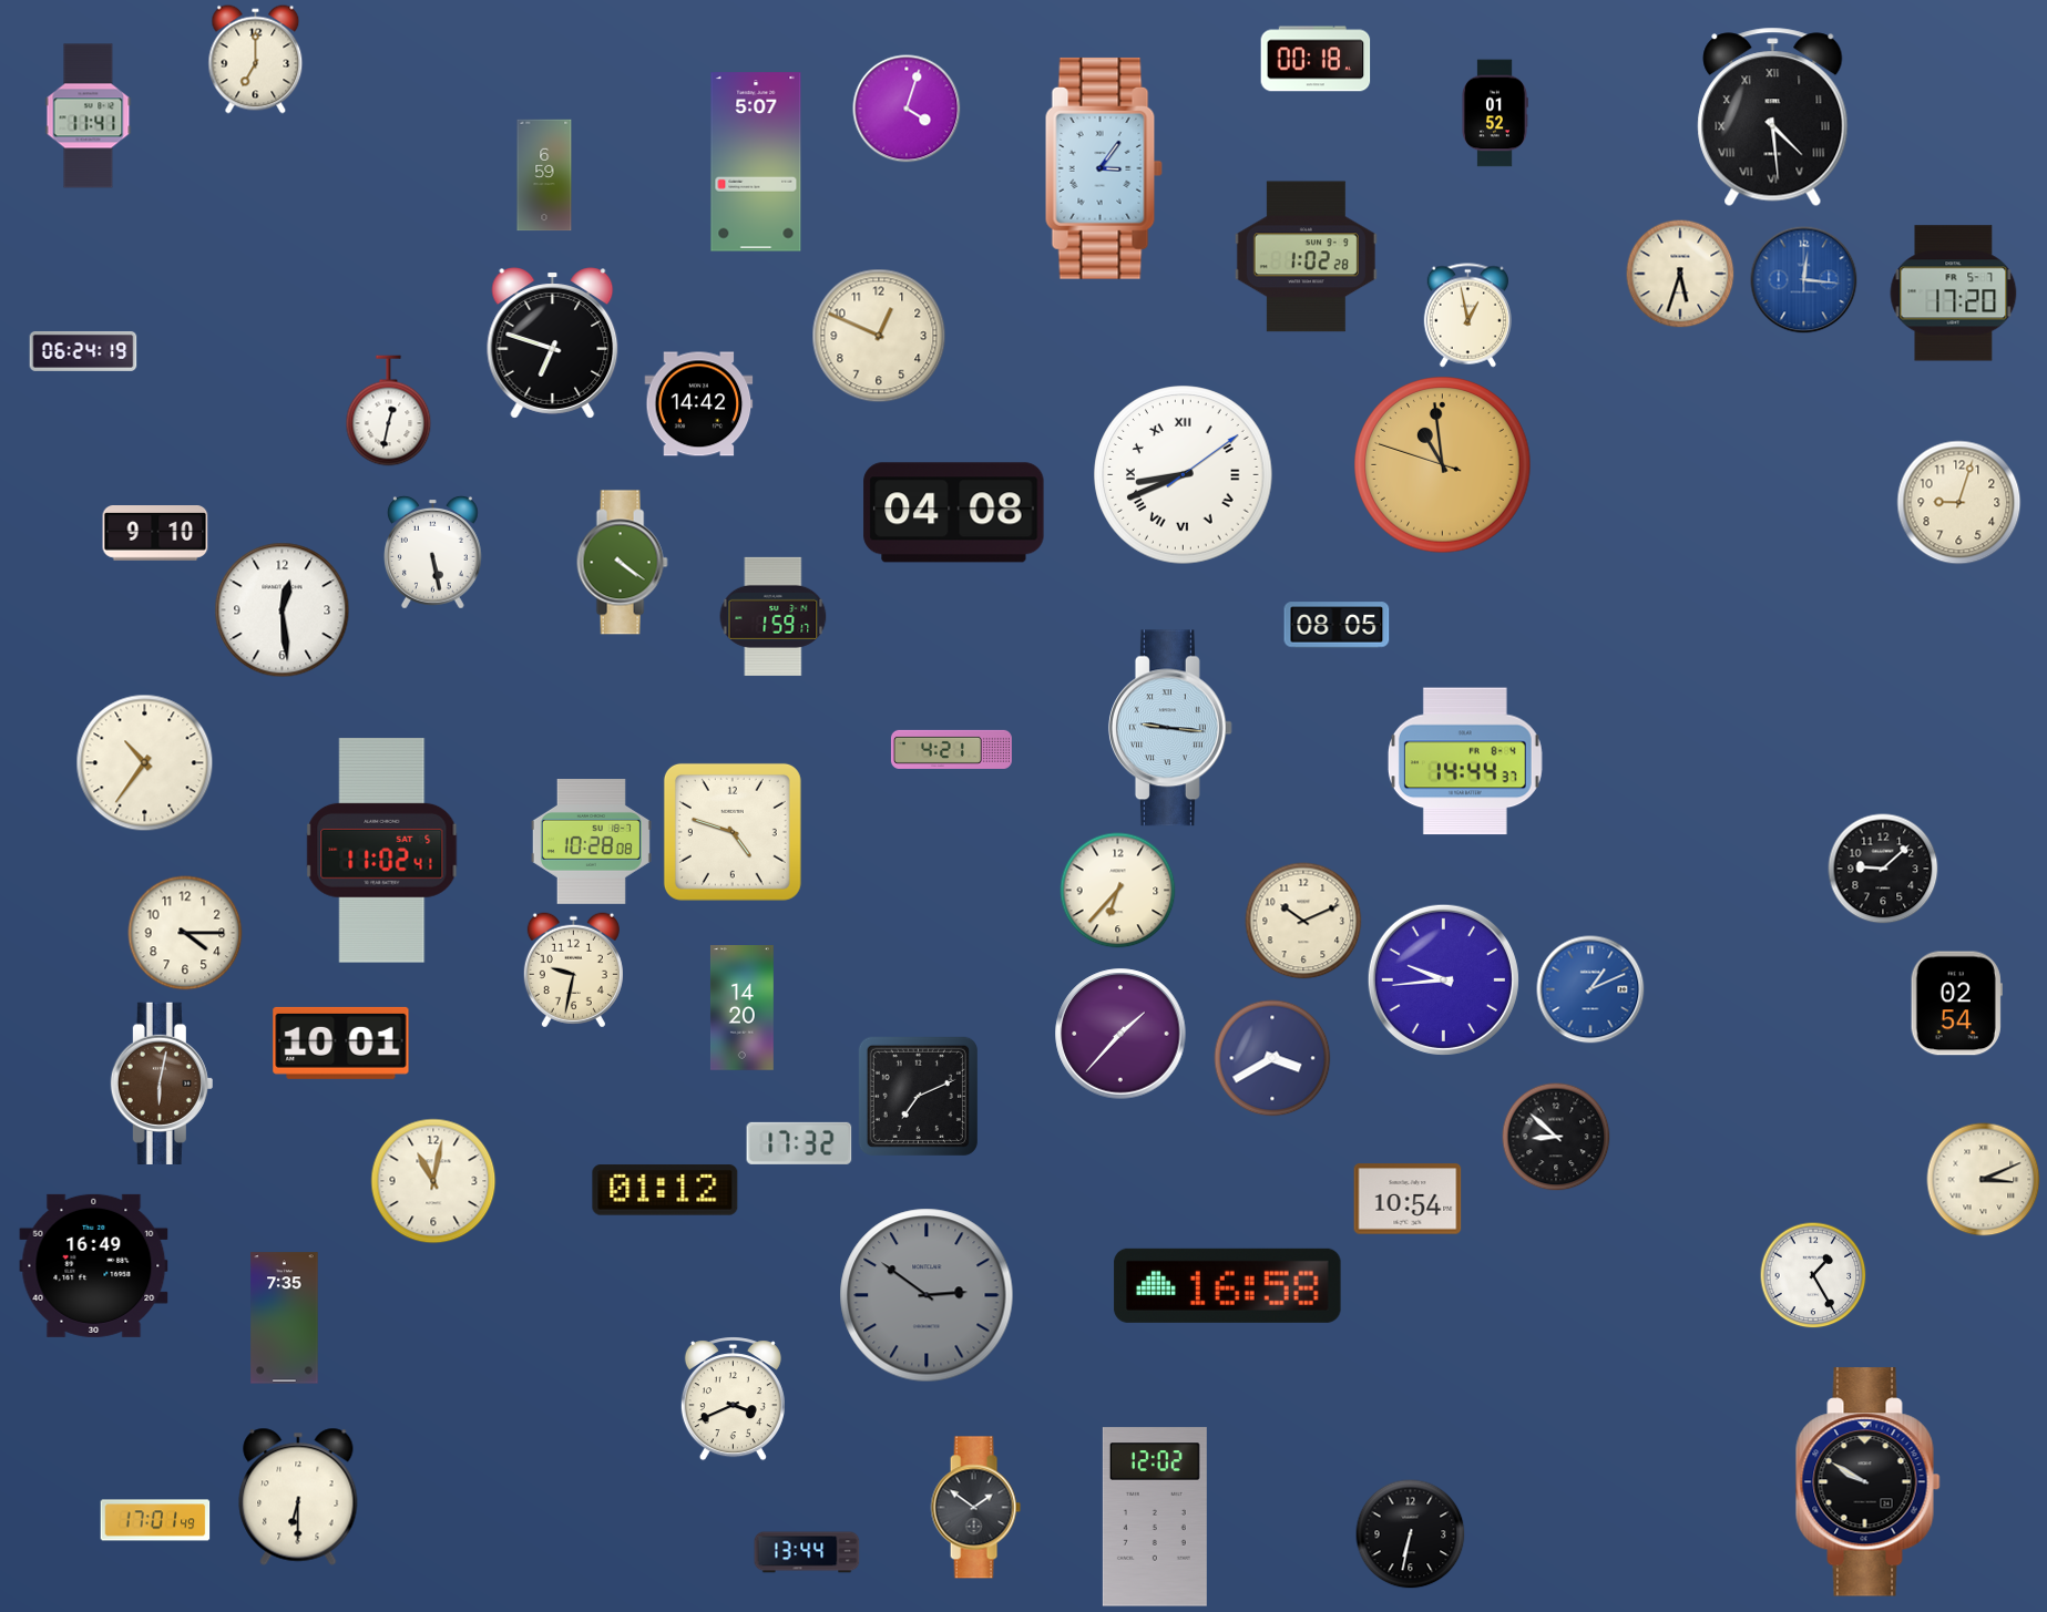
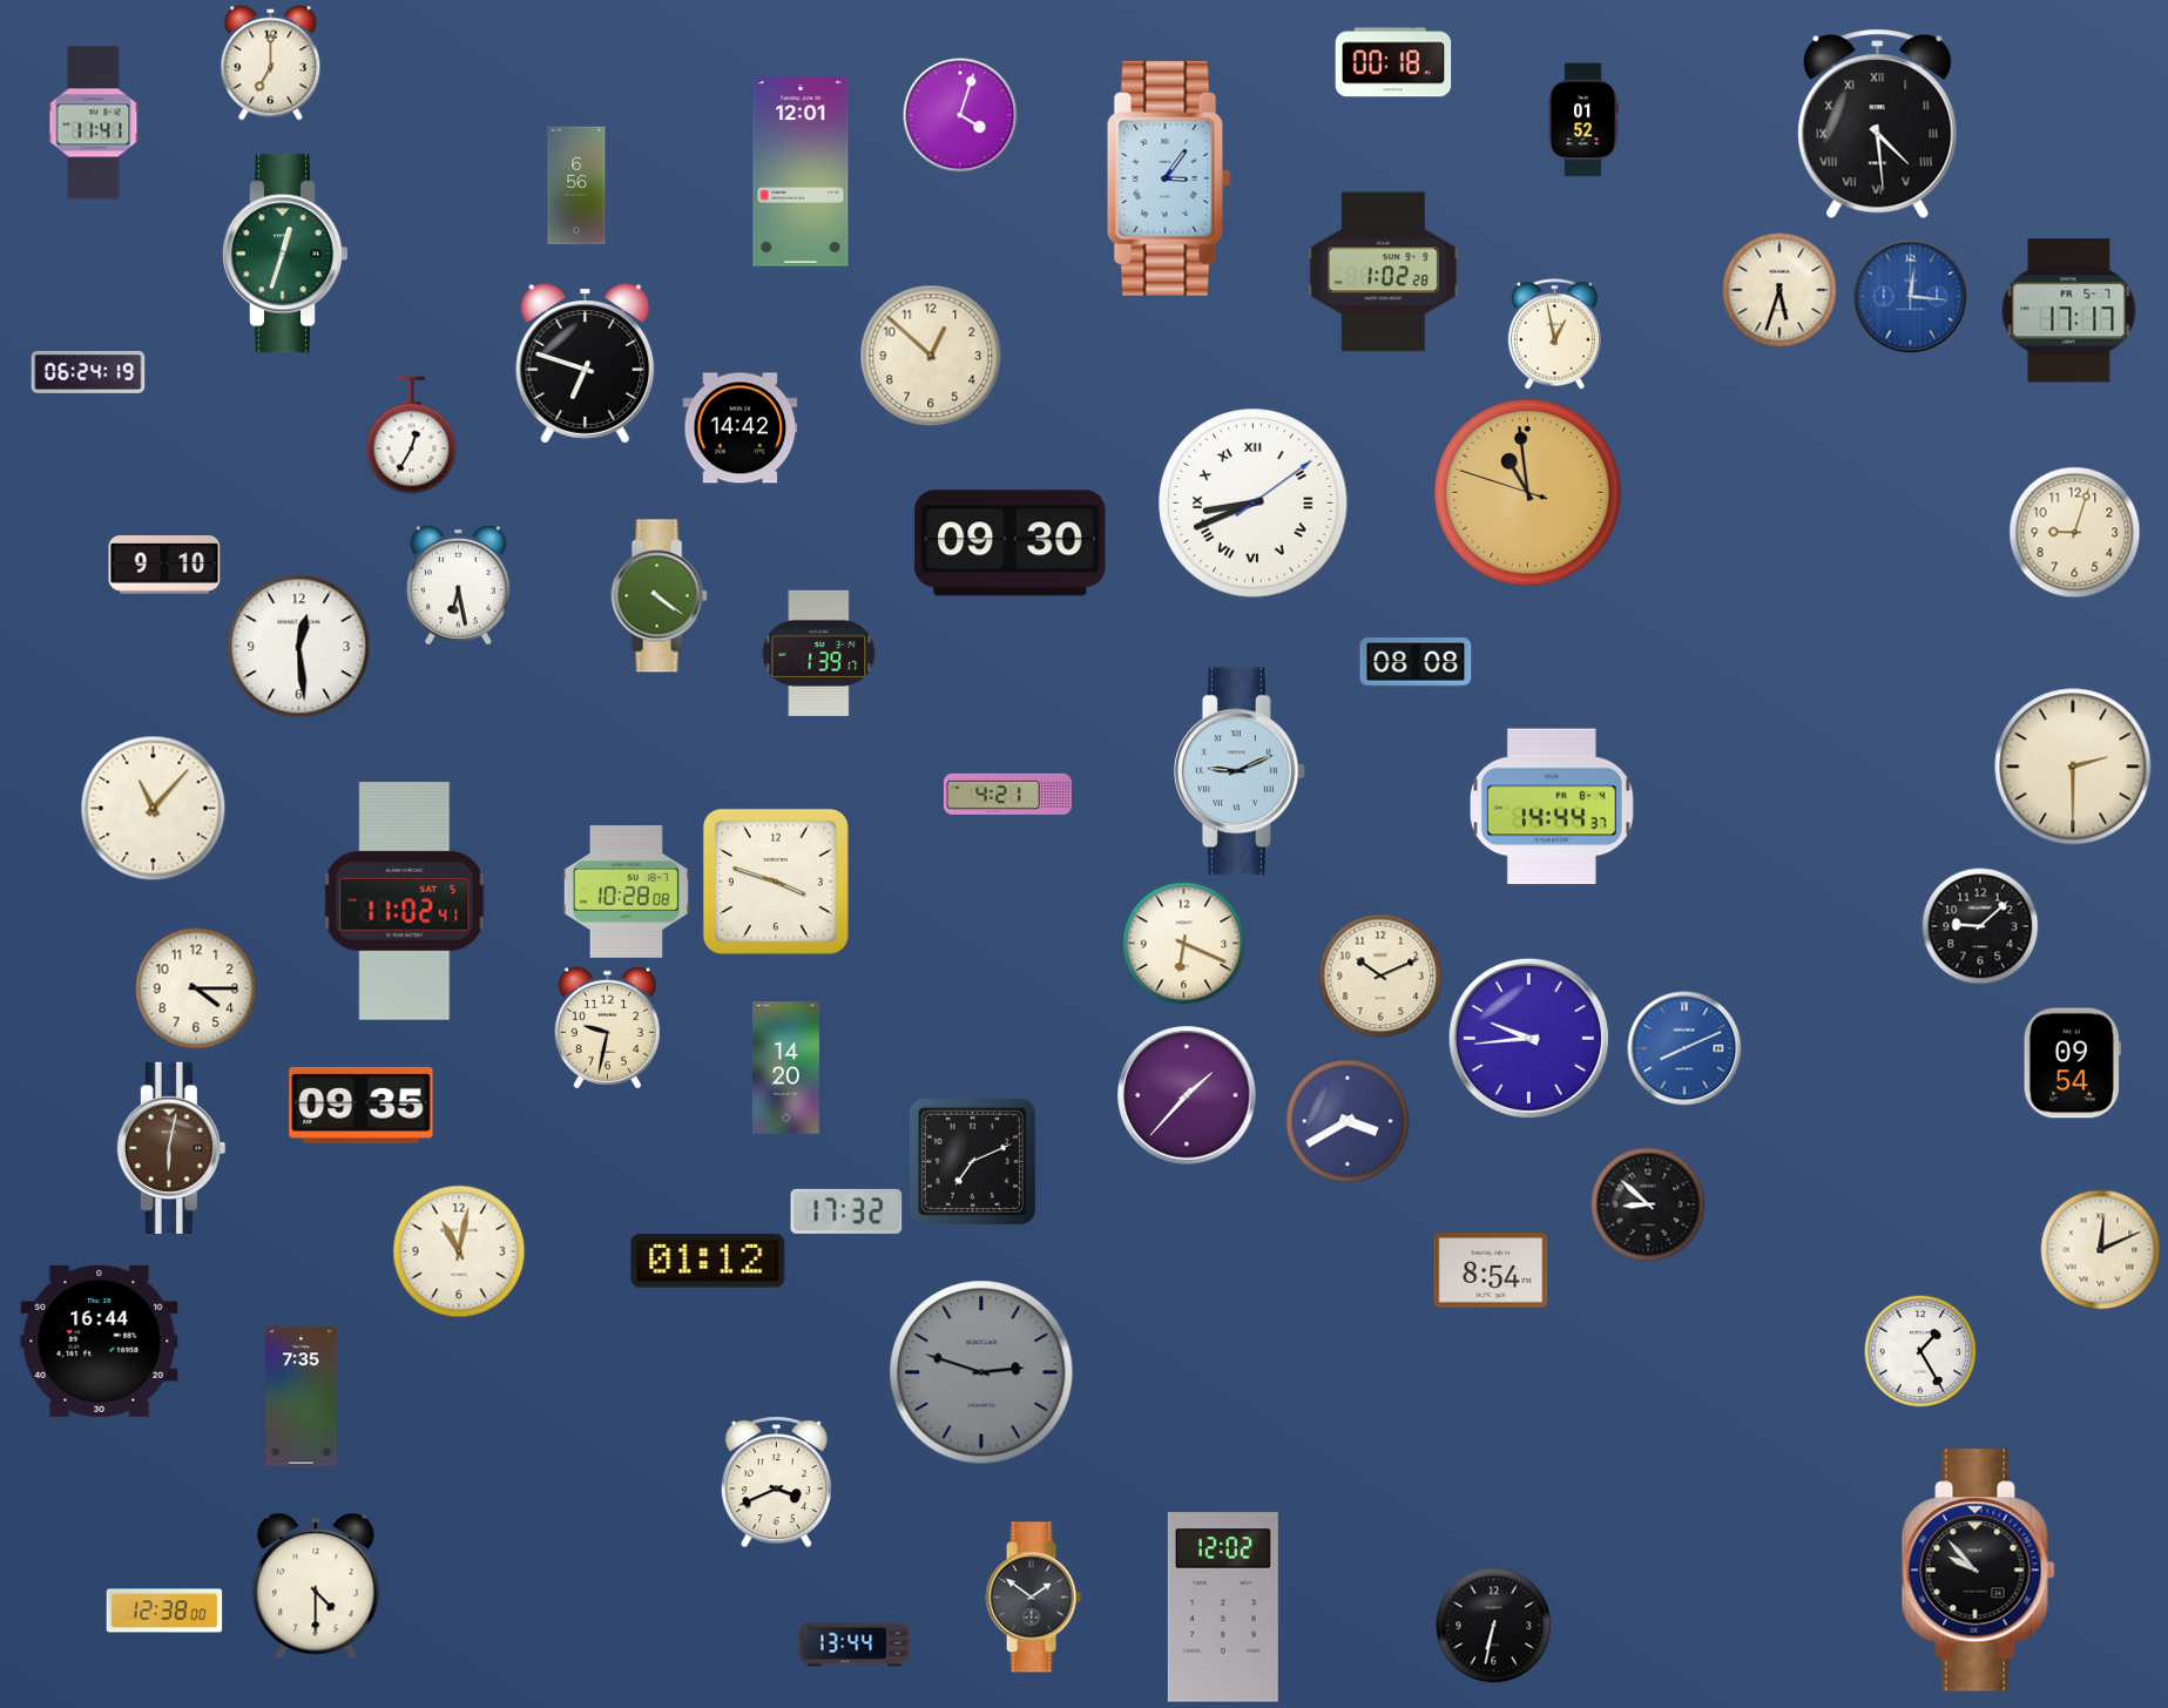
clock at (756, 162): 5:07 -> 12:01
clock at (544, 175): 6:59 -> 6:56
clock at (285, 254): none -> 12:33
clock at (1954, 294): 17:20 -> 17:17
clock at (879, 336): 12:49 -> 12:52
clock at (389, 411): 12:32 -> 12:35
clock at (954, 513): 04:08 -> 09:30
clock at (433, 553): 5:28 -> 6:28
clock at (774, 616): 1:59 -> 1:39
clock at (1337, 625): 08:05 -> 08:08
clock at (2073, 767): none -> 2:30
clock at (1170, 728): 9:16 -> 9:11
clock at (145, 763): 10:36 -> 11:07
clock at (733, 832): 4:48 -> 3:48
clock at (1883, 869) position: (1883, 869) -> (1980, 926)
clock at (1118, 891): 6:37 -> 6:19
clock at (1590, 989): 1:11 -> 8:11
clock at (1956, 1004): 02:54 -> 09:54
clock at (341, 1043): 10:01 -> 09:35
clock at (1984, 1180): 3:11 -> 12:11
clock at (665, 1190) position: (665, 1190) -> (708, 1261)
clock at (1408, 1199): 10:54 -> 8:54
clock at (94, 1265): 16:49 -> 16:44
clock at (1228, 1285): 16:58 -> none
clock at (927, 1295): 2:51 -> 2:48
clock at (1869, 1482): 9:50 -> 9:53
clock at (298, 1497): 6:30 -> 4:30
clock at (155, 1520): 17:01 -> 12:38
